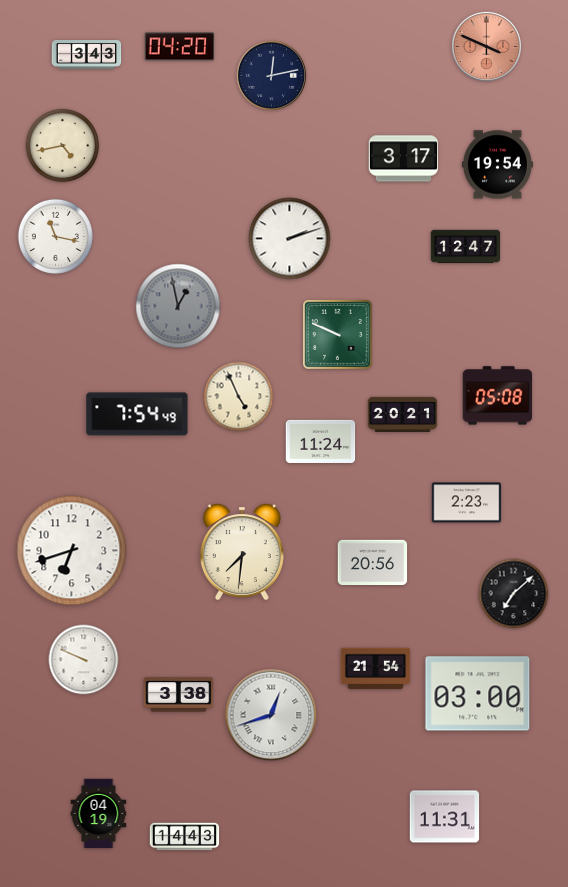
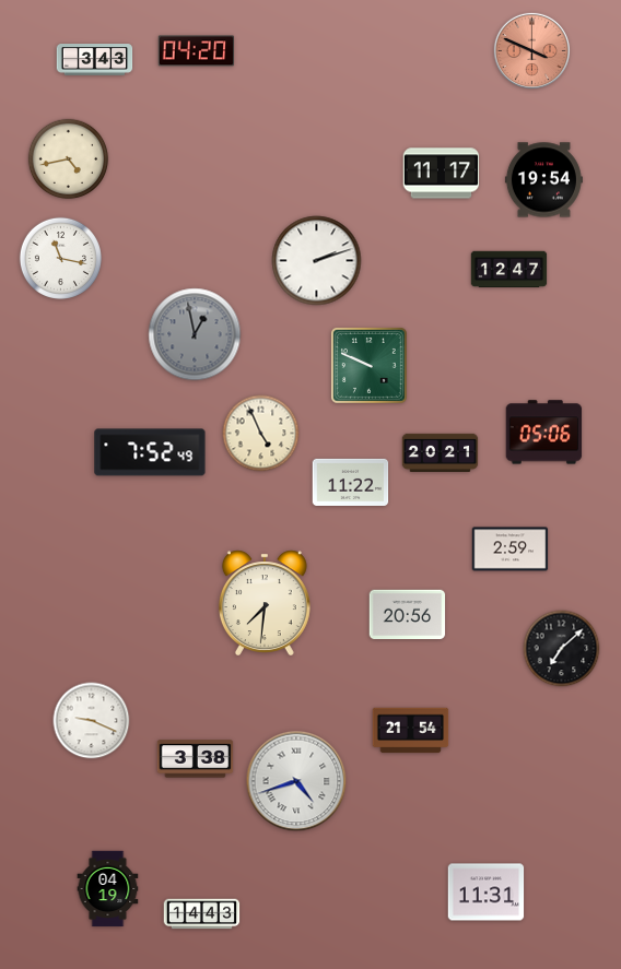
clock at (271, 75): 12:13 -> none
clock at (404, 159): 3:17 -> 11:17
clock at (498, 396): 05:08 -> 05:06
clock at (137, 414): 7:54 -> 7:52
clock at (321, 441): 11:24 -> 11:22
clock at (467, 503): 2:23 -> 2:59
clock at (72, 551): 6:42 -> none
clock at (84, 660): 9:49 -> 9:19
clock at (478, 694): 03:00 -> none
clock at (271, 715): 12:42 -> 4:42
